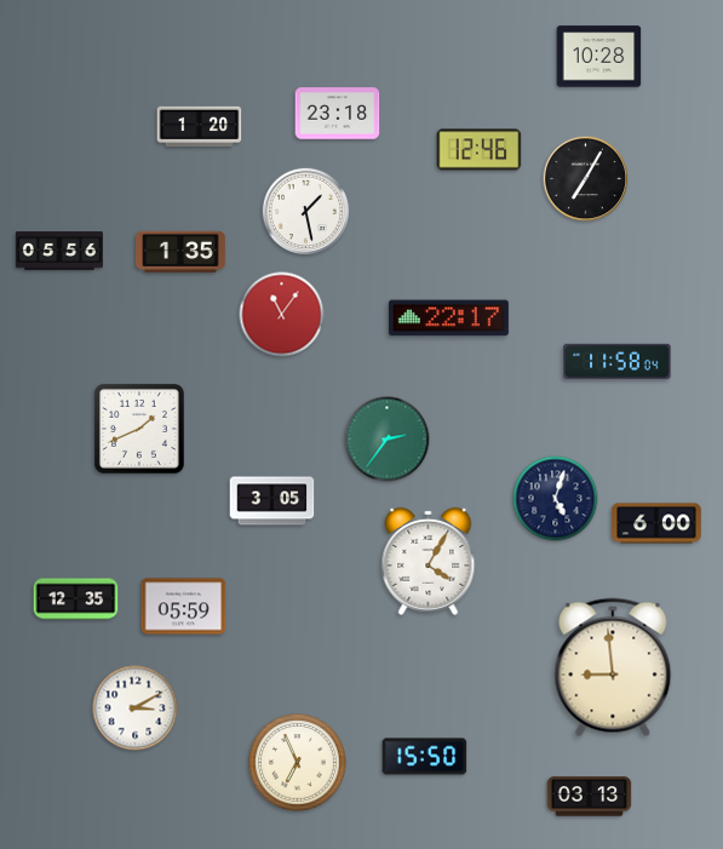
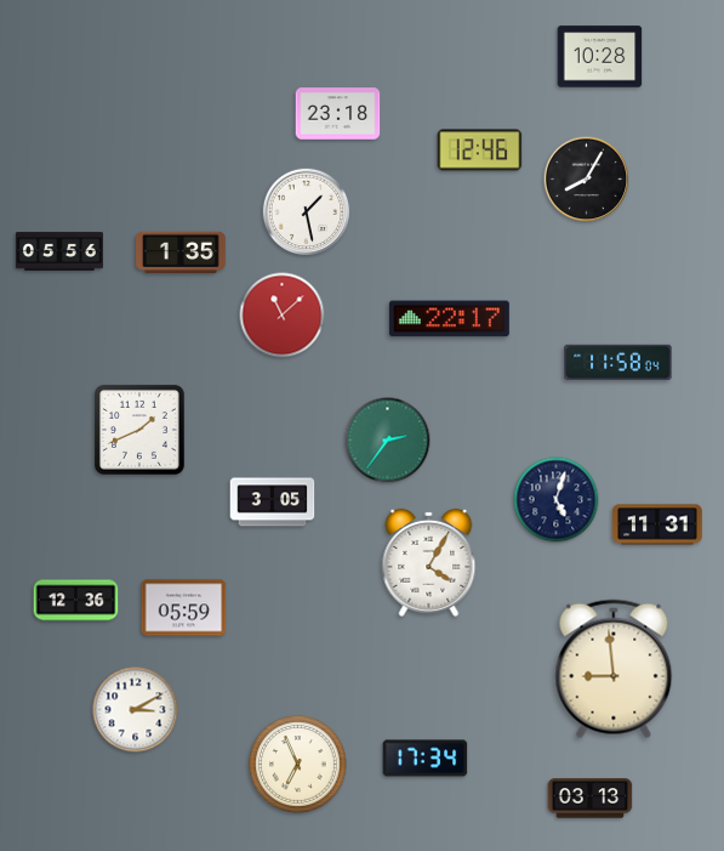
clock at (200, 127): 1:20 -> none
clock at (586, 179): 7:05 -> 8:05
clock at (282, 315): 11:06 -> 11:08
clock at (656, 523): 6:00 -> 11:31
clock at (76, 600): 12:35 -> 12:36
clock at (425, 757): 15:50 -> 17:34
